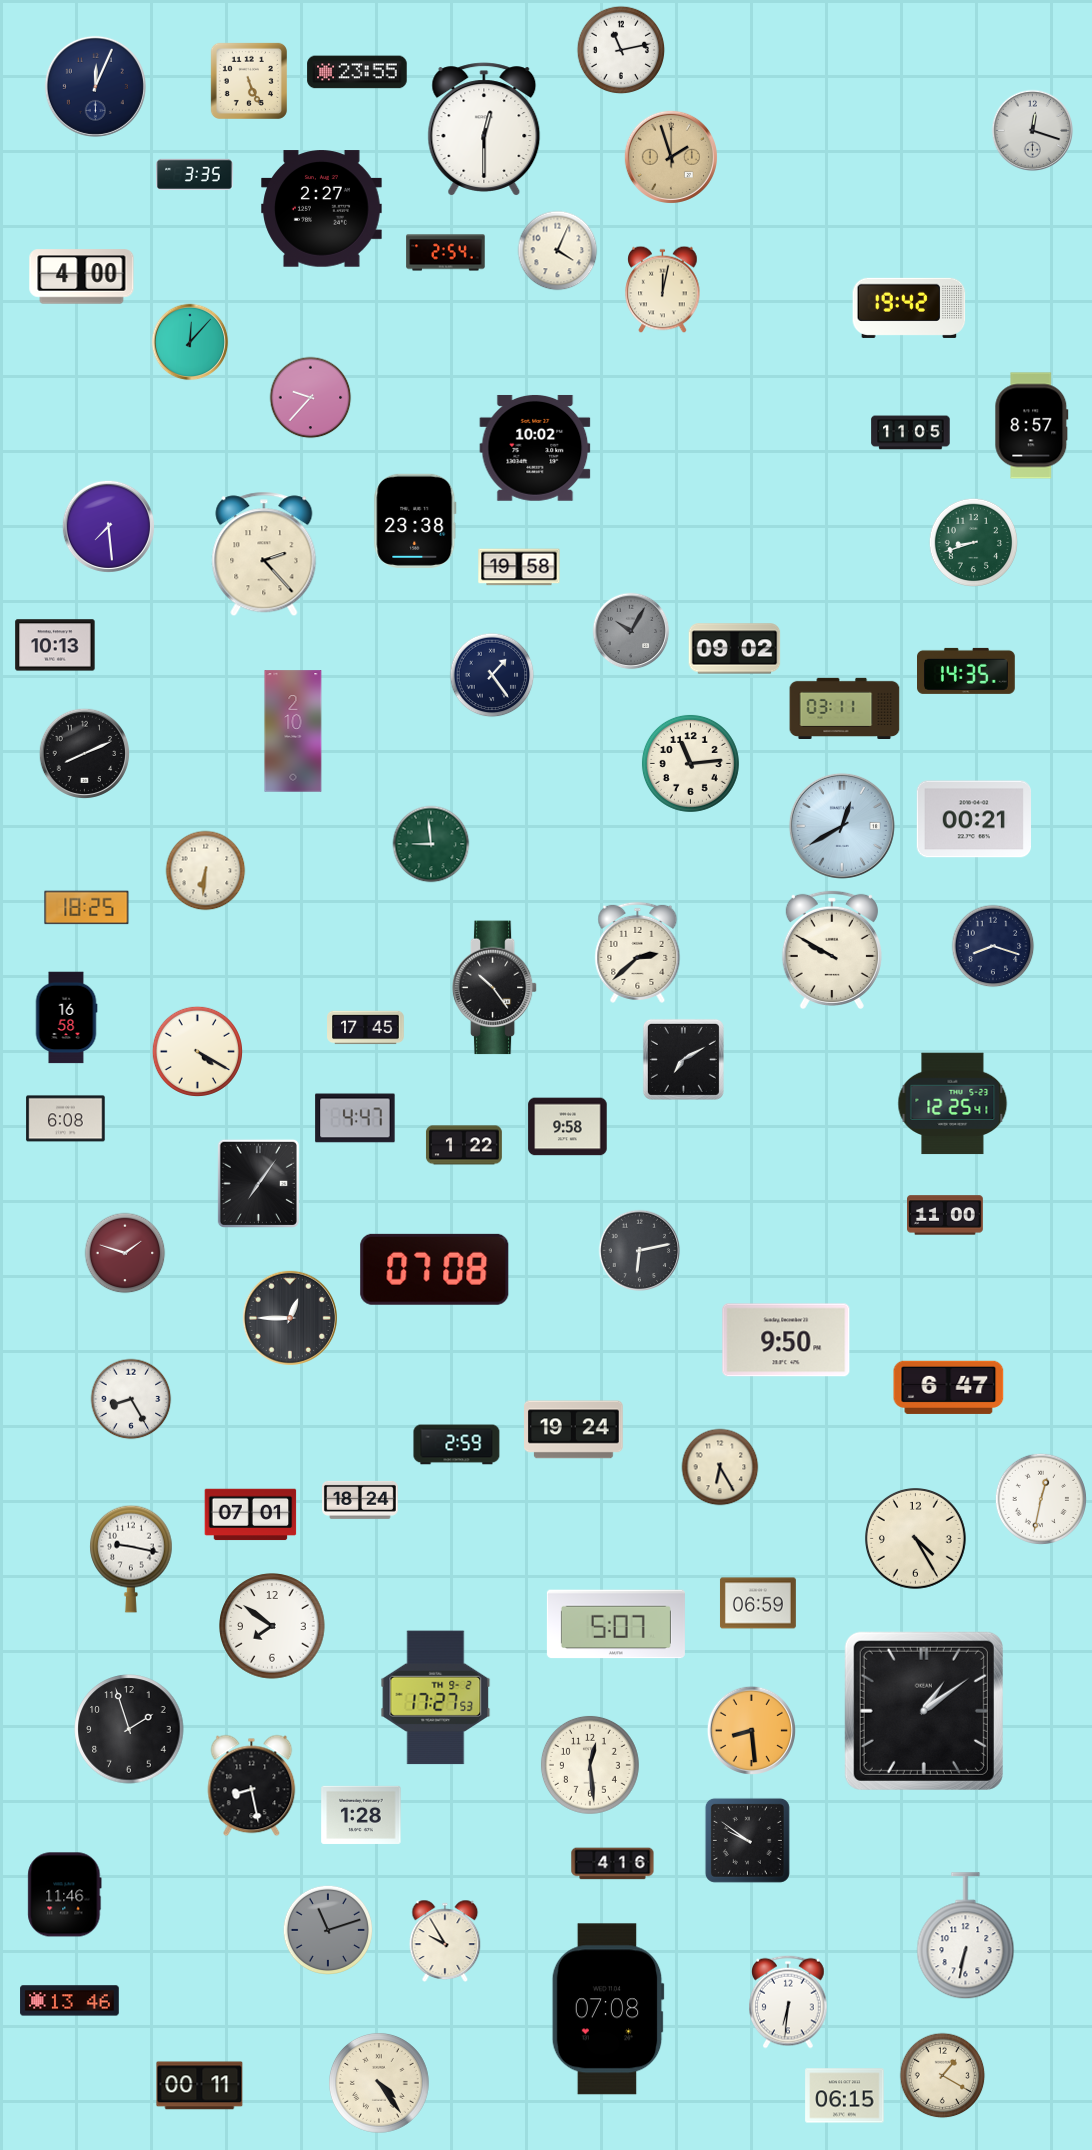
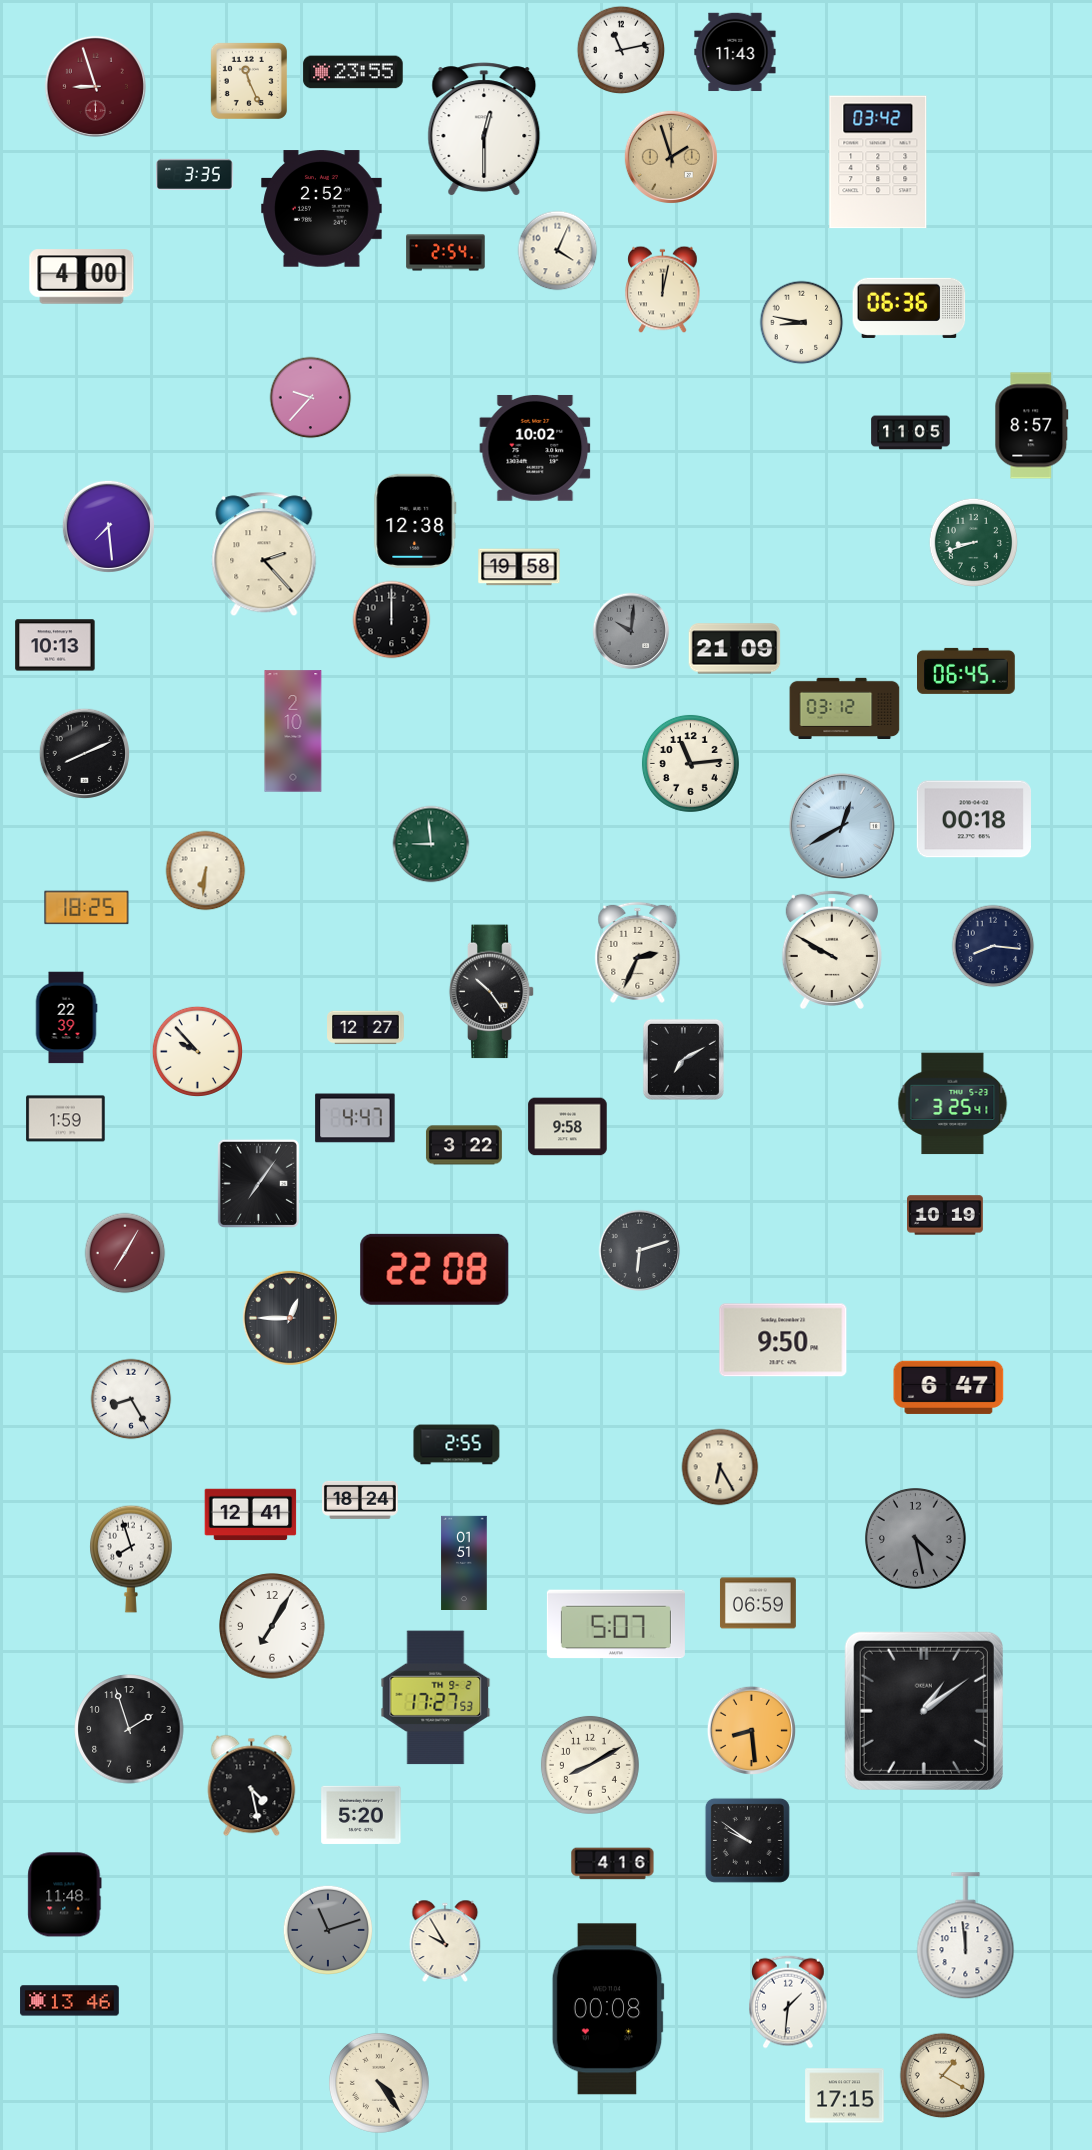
clock at (735, 52): none -> 11:43
clock at (357, 72) position: (357, 72) -> (353, 72)
clock at (249, 81): 5:26 -> 11:26
clock at (95, 86): 12:04 -> 8:57
clock at (95, 86) dial: navy -> burgundy
clock at (1033, 131): 12:18 -> none
clock at (878, 162): none -> 03:42
clock at (322, 209): 2:27 -> 2:52
clock at (909, 308): 19:42 -> 06:36
clock at (802, 323): none -> 8:47
clock at (190, 342): 12:07 -> none
clock at (415, 521): 23:38 -> 12:38
clock at (392, 620): none -> 12:00
clock at (631, 631): 10:05 -> 10:01
clock at (735, 649): 09:02 -> 21:09
clock at (967, 671): 14:35 -> 06:45
clock at (492, 675): 1:24 -> none
clock at (845, 708): 03:11 -> 03:12
clock at (973, 819): 00:21 -> 00:18
clock at (993, 946): 8:18 -> 8:16
clock at (638, 952): 2:38 -> 2:34
clock at (495, 988) position: (495, 988) -> (492, 992)
clock at (66, 1018): 16:58 -> 22:39
clock at (366, 1028): 17:45 -> 12:27
clock at (197, 1051): 4:20 -> 9:53
clock at (953, 1104): 12:25 -> 3:25
clock at (66, 1119): 6:08 -> 1:59
clock at (464, 1145): 1:22 -> 3:22
clock at (946, 1215): 11:00 -> 10:19
clock at (640, 1251): 6:13 -> 6:12
clock at (125, 1253): 1:48 -> 7:05
clock at (435, 1269): 07:08 -> 22:08
clock at (786, 1340) position: (786, 1340) -> (783, 1340)
clock at (574, 1430): 19:24 -> none
clock at (457, 1445): 2:59 -> 2:55
clock at (1041, 1499): 12:32 -> none
clock at (251, 1515): 07:01 -> 12:41
clock at (916, 1539): 4:25 -> 4:28
clock at (916, 1539) dial: cream -> grey
clock at (131, 1559): 9:17 -> 7:57
clock at (464, 1562): none -> 01:51
clock at (272, 1626): 7:51 -> 7:05
clock at (590, 1765): 12:29 -> 8:10
clock at (252, 1786): 8:28 -> 4:28
clock at (361, 1815): 1:28 -> 5:20
clock at (65, 1895): 11:46 -> 11:48
clock at (966, 1936): 6:32 -> 11:59
clock at (788, 2002): 6:31 -> 1:31
clock at (608, 2009): 07:08 -> 00:08
clock at (200, 2086): 00:11 -> none
clock at (845, 2096): 06:15 -> 17:15
